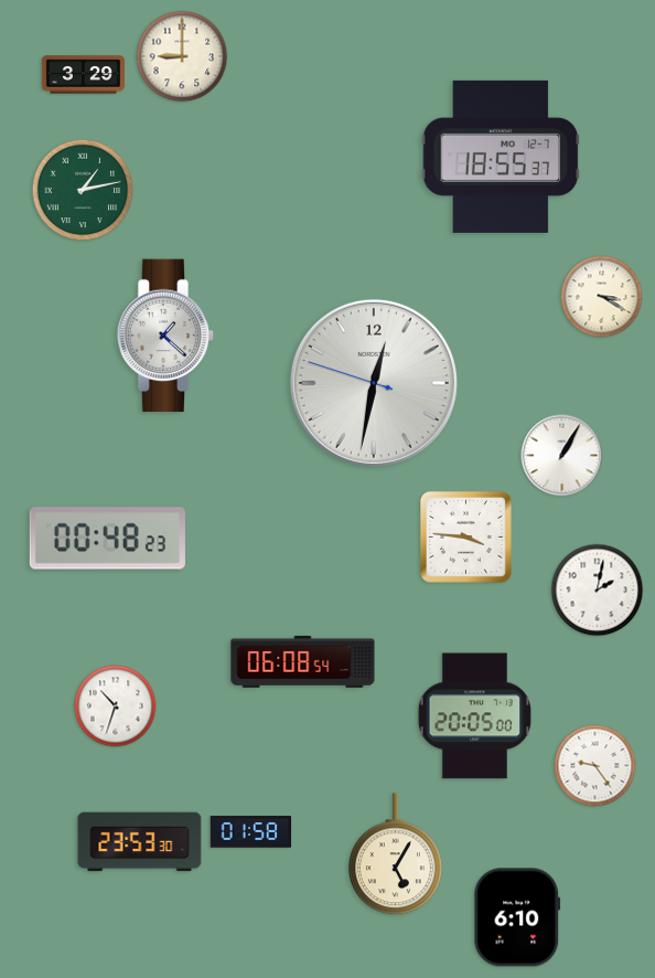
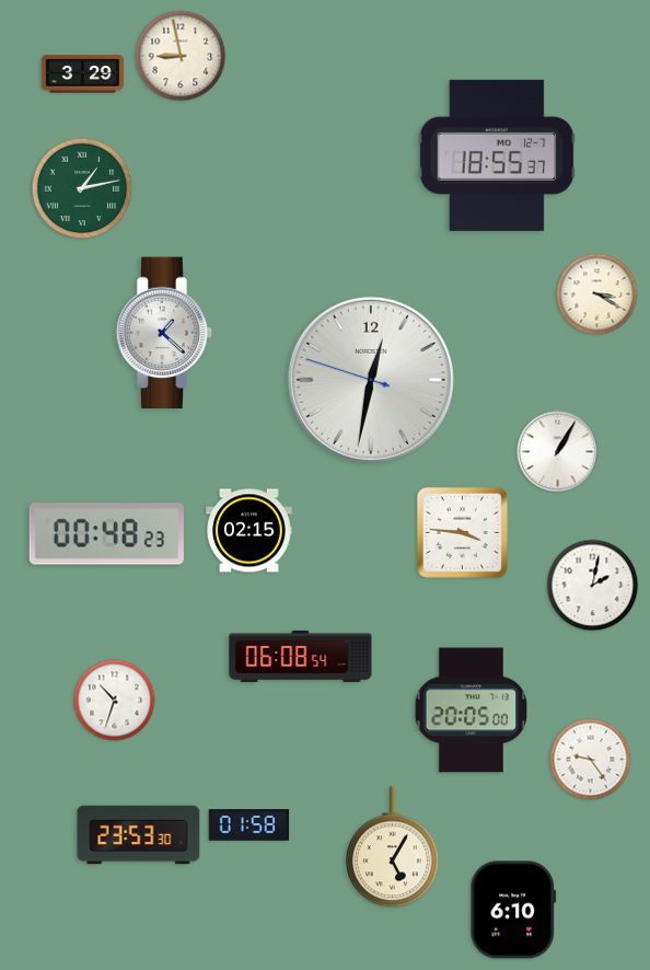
clock at (182, 56): 9:00 -> 8:58
clock at (249, 531): none -> 02:15
